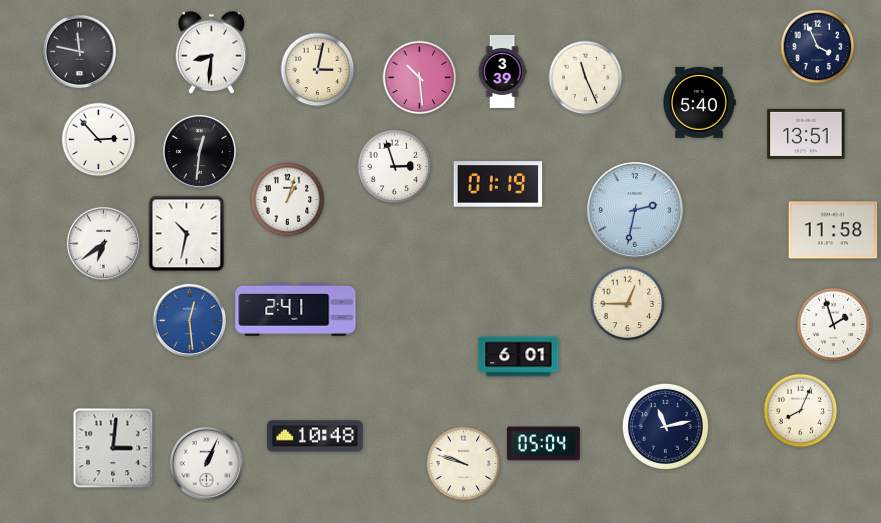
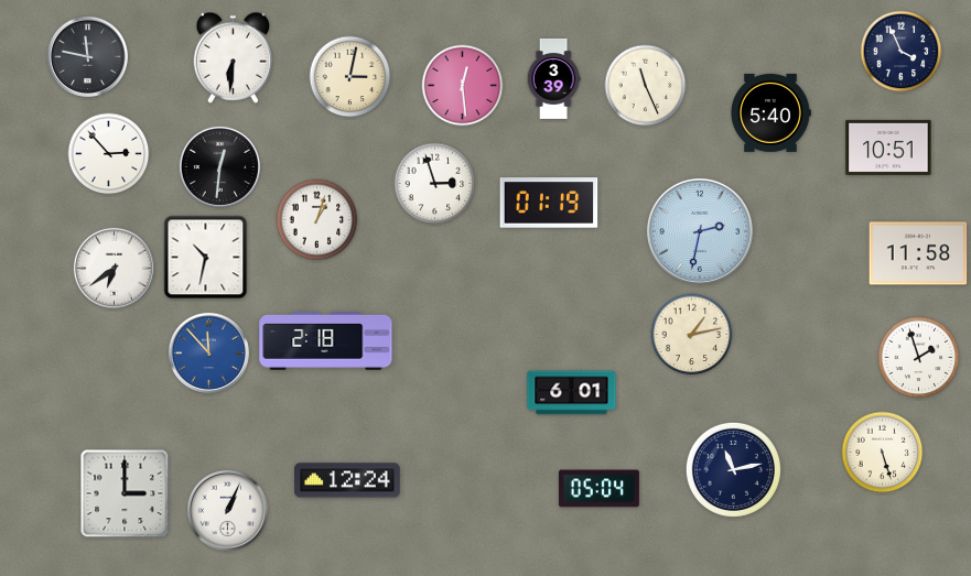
clock at (212, 52): 8:31 -> 6:31
clock at (420, 78): 10:29 -> 12:29
clock at (806, 134): 13:51 -> 10:51
clock at (628, 304): 12:45 -> 1:13
clock at (296, 310): 2:41 -> 2:18
clock at (189, 320): 12:29 -> 11:53
clock at (801, 411): 8:04 -> 5:27
clock at (315, 436): 10:48 -> 12:24
clock at (113, 448): 3:01 -> 3:00
clock at (464, 464): 9:48 -> none
